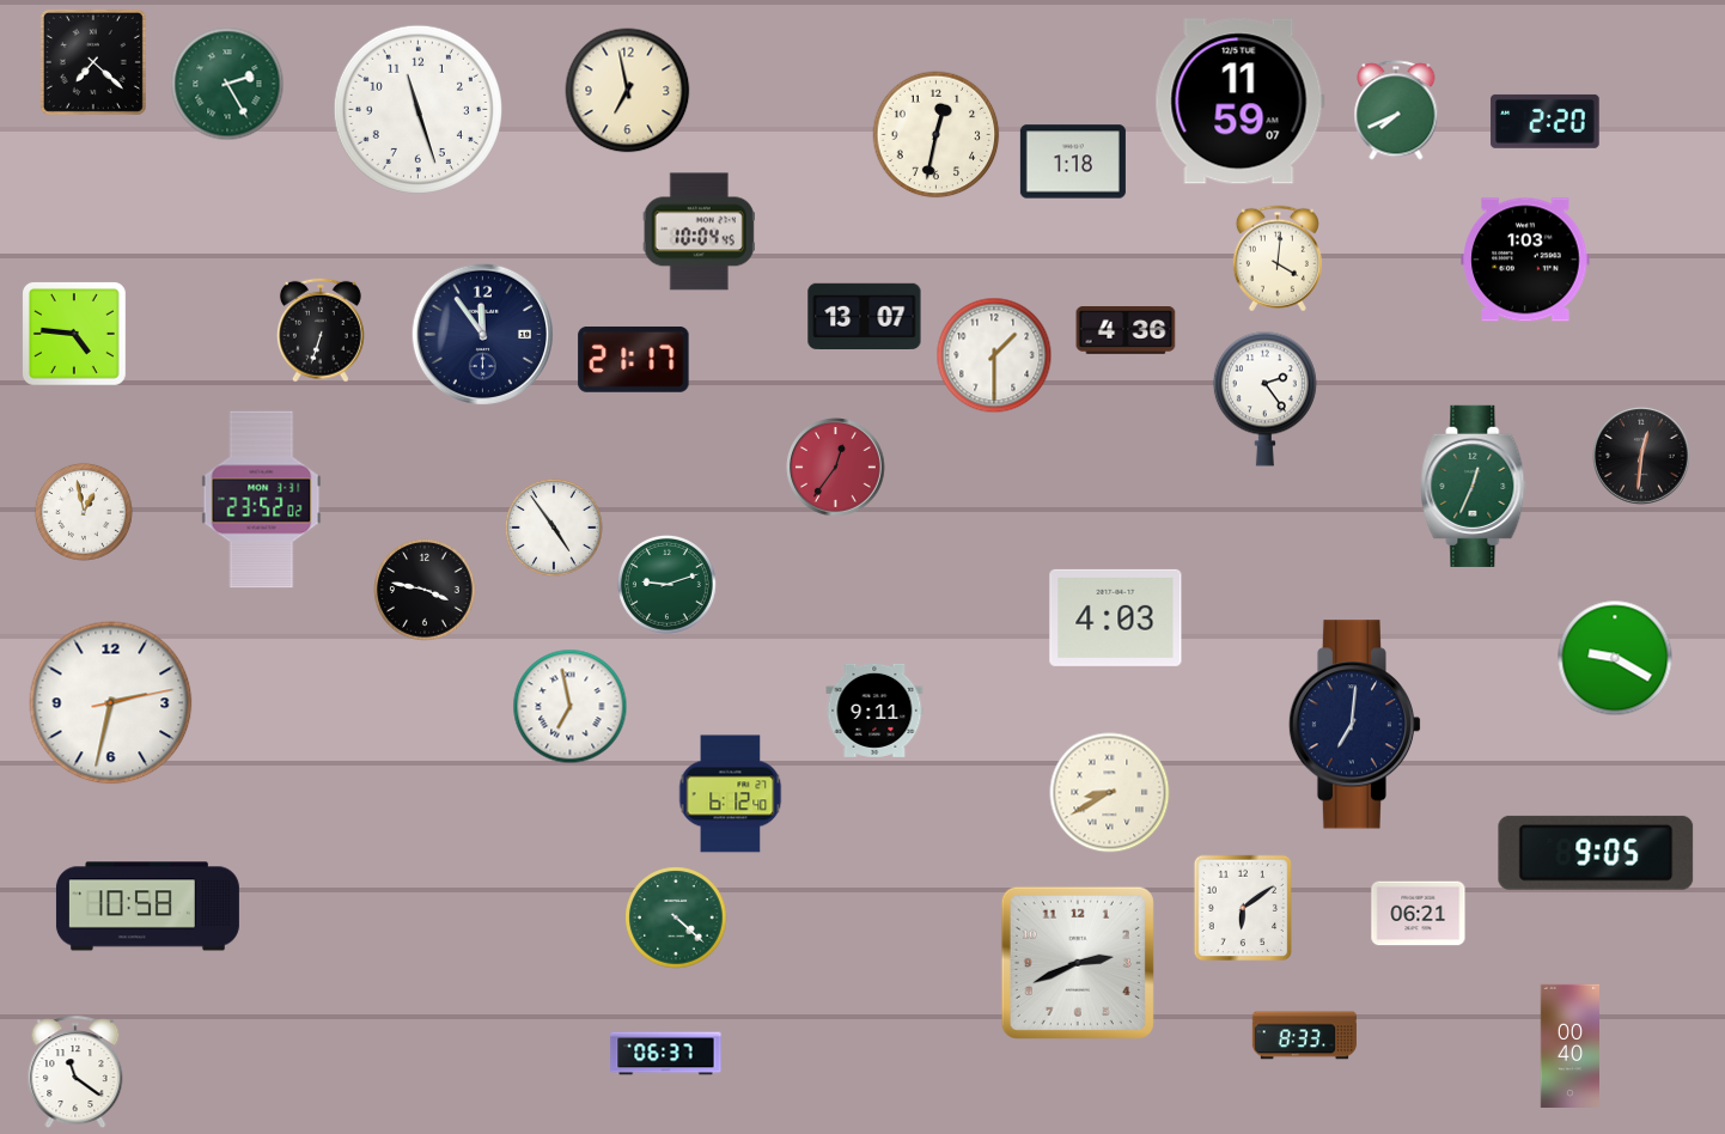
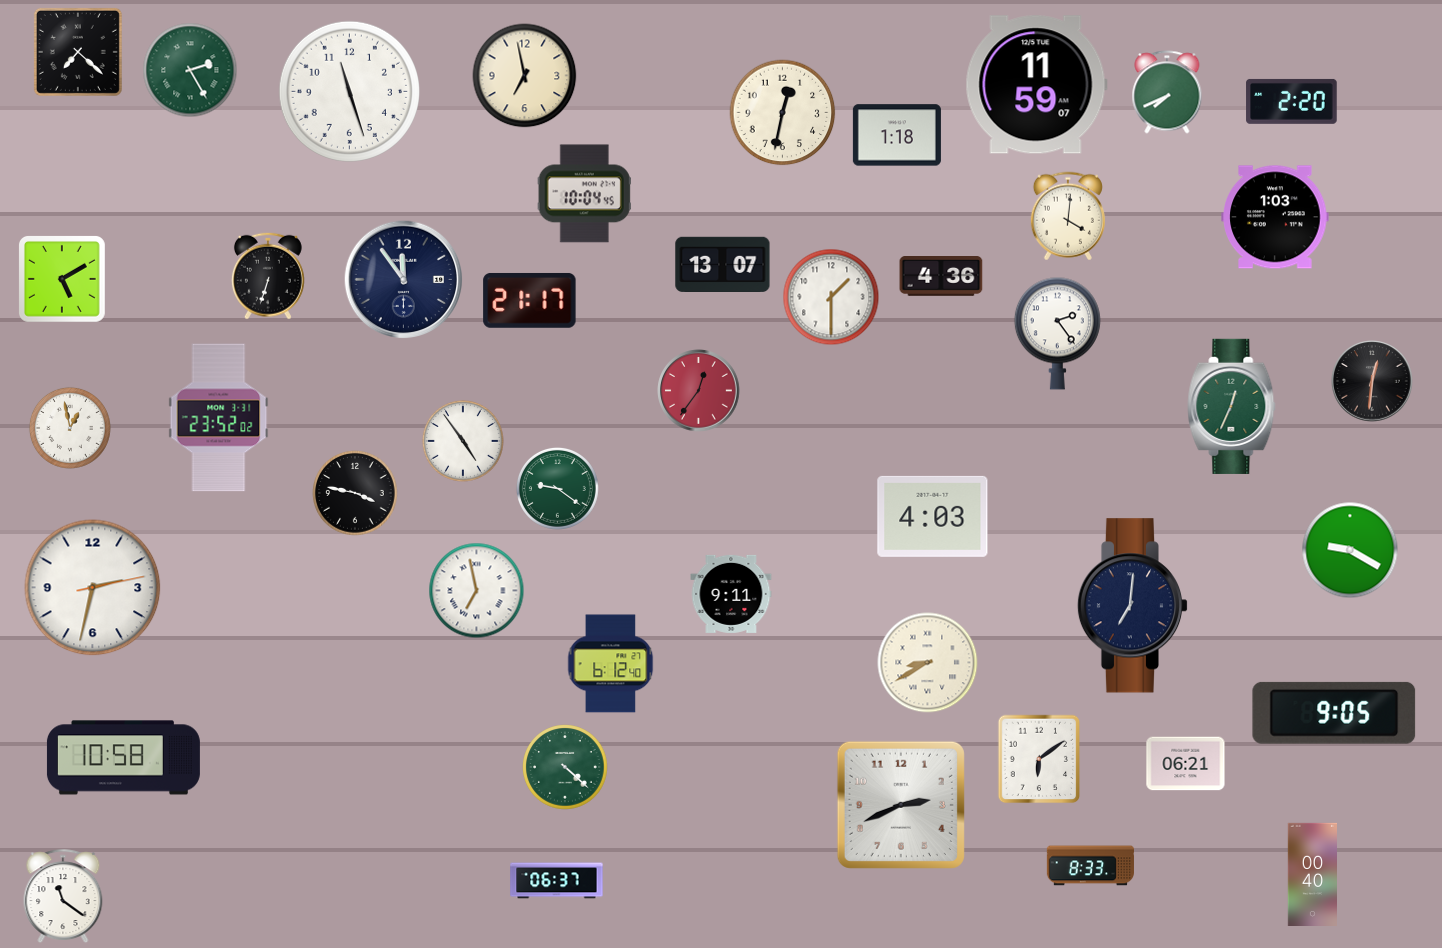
clock at (74, 334): 4:46 -> 5:10
clock at (666, 584): 9:12 -> 9:21
